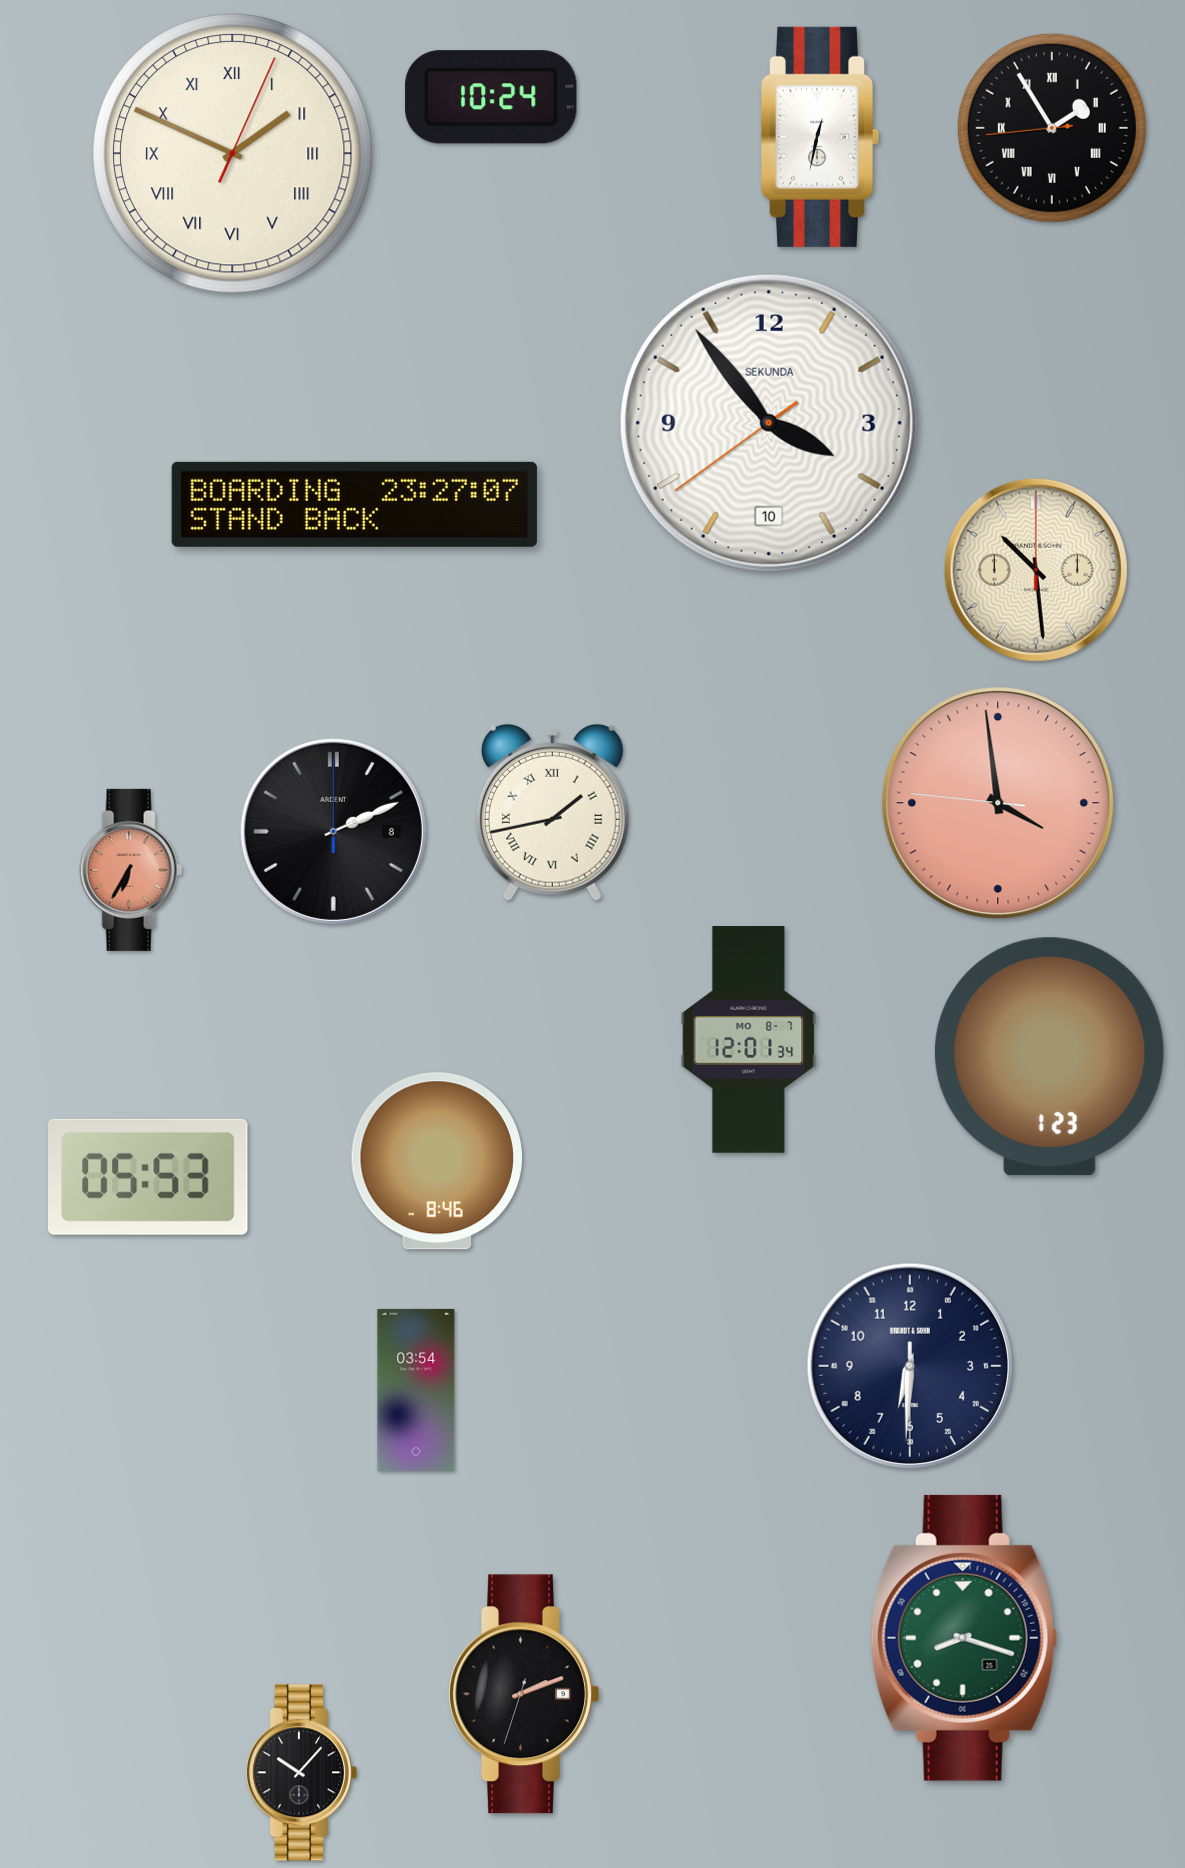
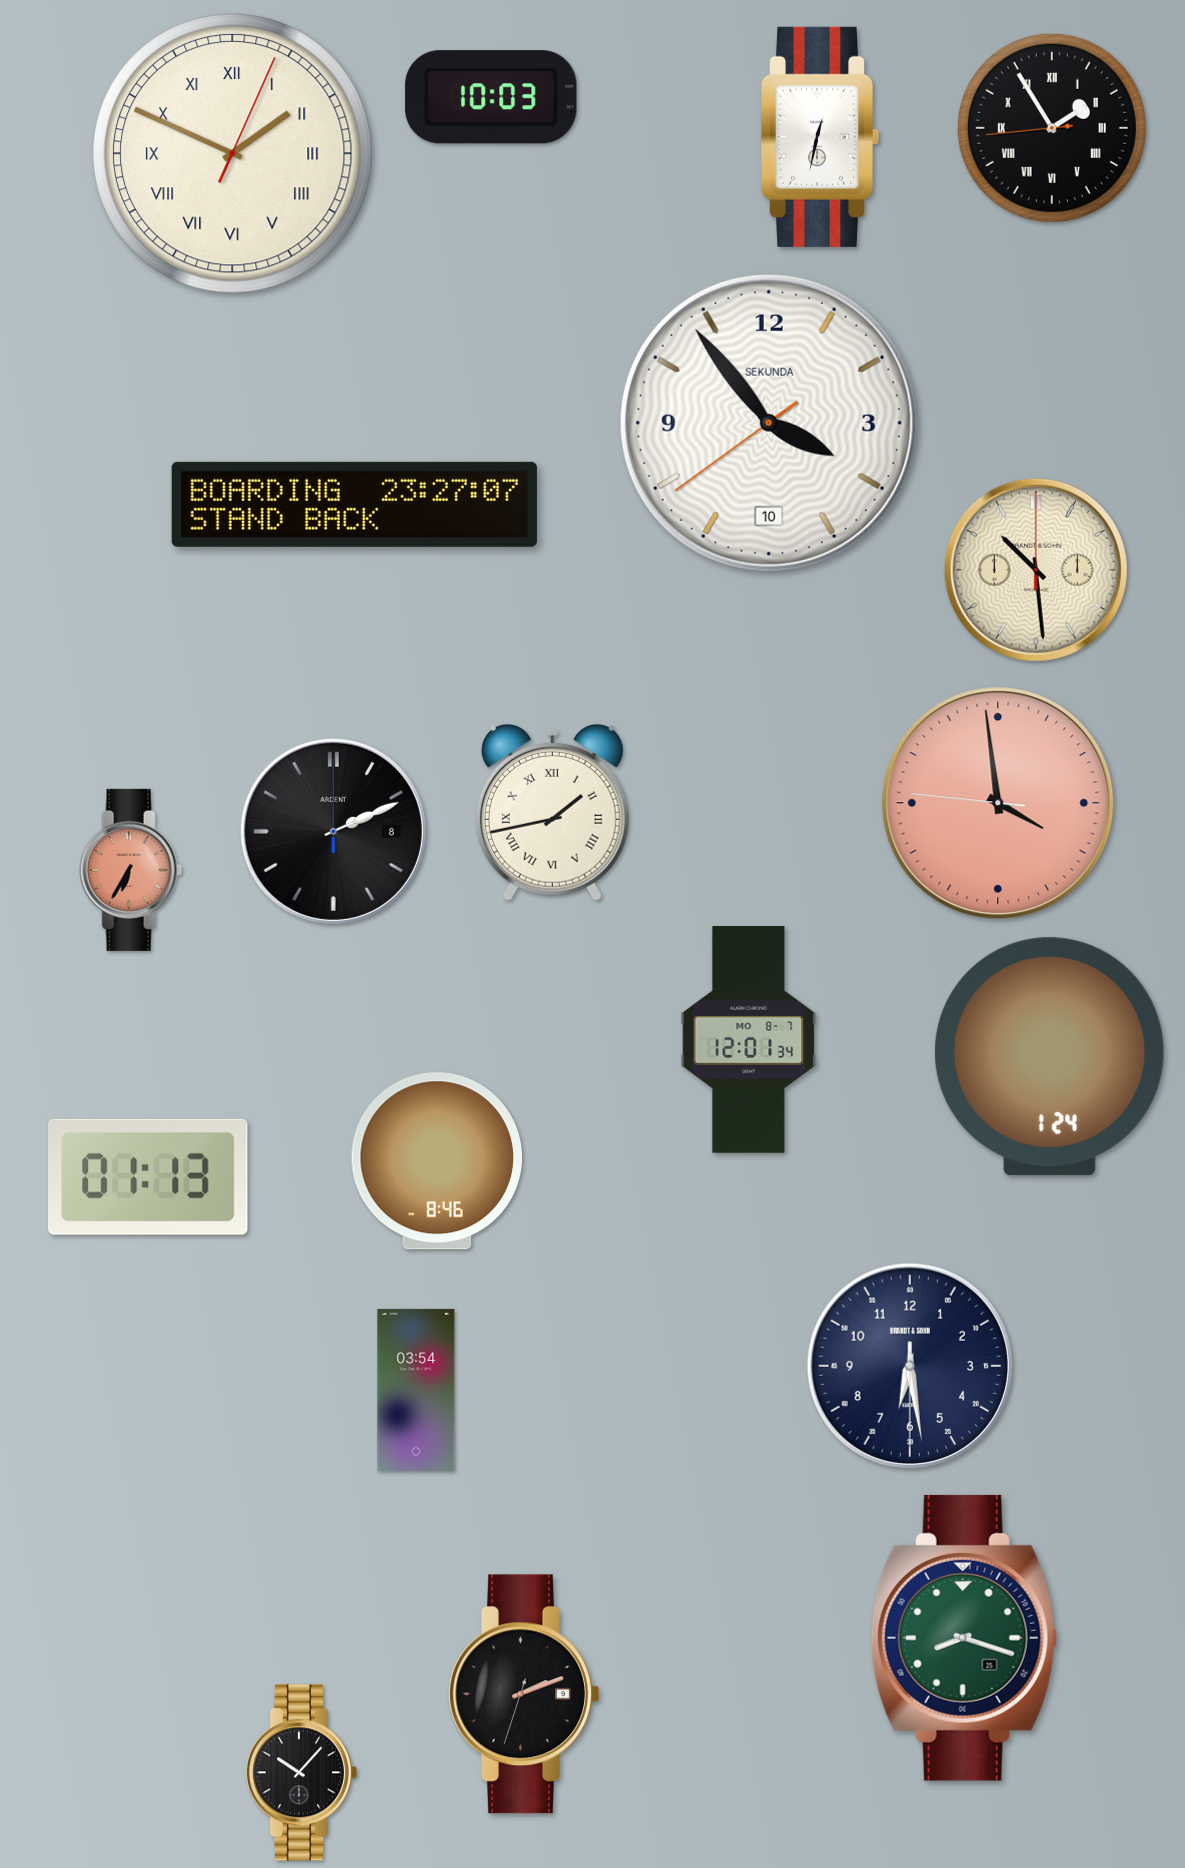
clock at (491, 97): 10:24 -> 10:03
clock at (1049, 1057): 1:23 -> 1:24
clock at (149, 1177): 05:53 -> 01:13
clock at (909, 1365): 6:30 -> 6:28
